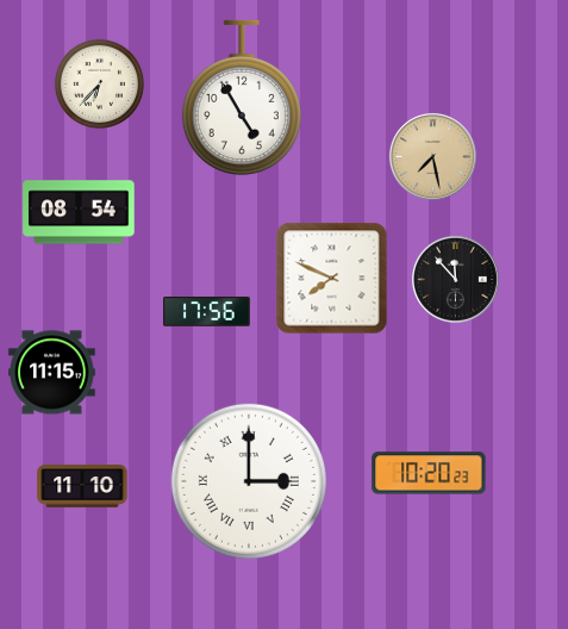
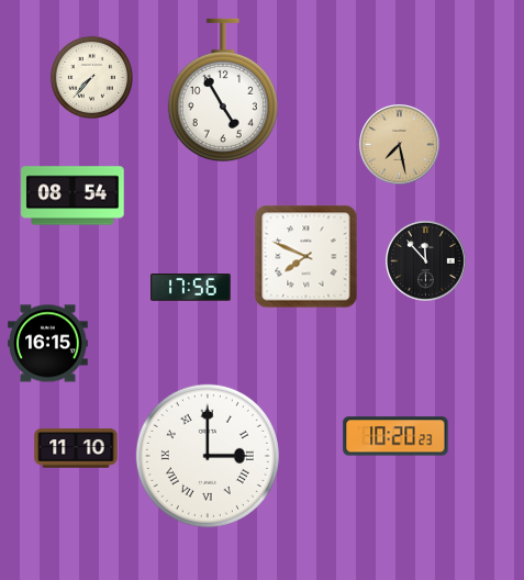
clock at (99, 83): 6:37 -> 7:37
clock at (455, 279) position: (455, 279) -> (425, 260)
clock at (52, 373): 11:15 -> 16:15
clock at (249, 481) position: (249, 481) -> (208, 456)
